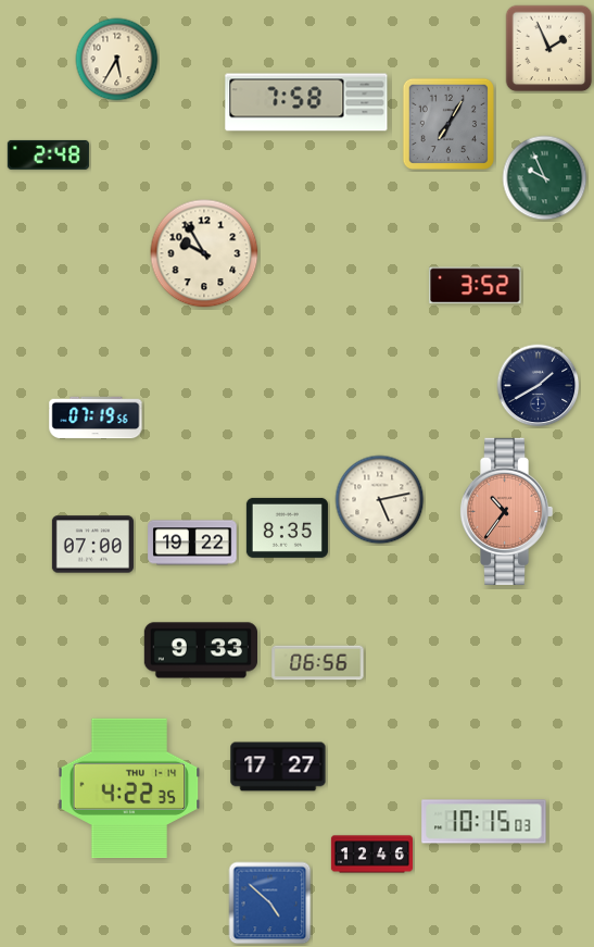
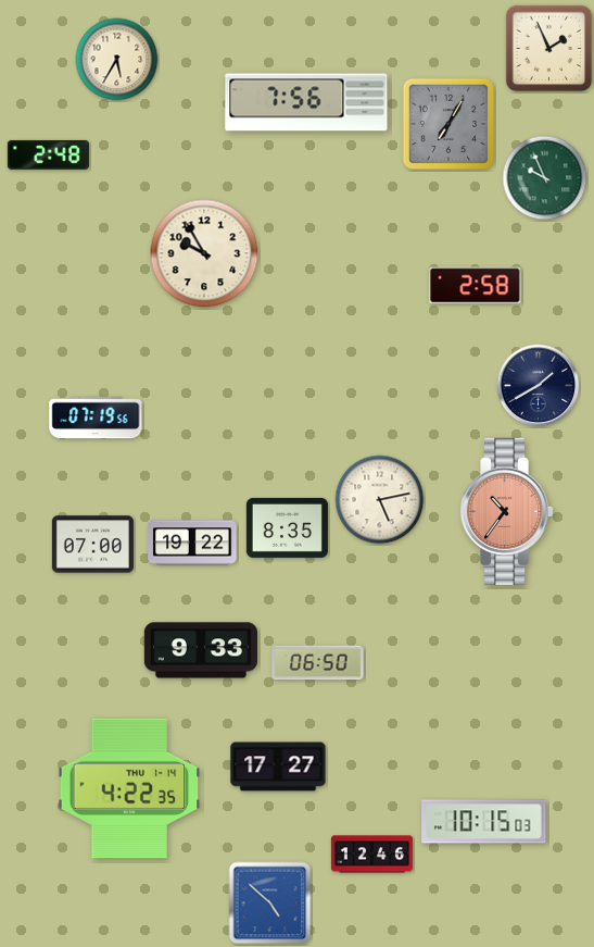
clock at (306, 102): 7:58 -> 7:56
clock at (476, 286): 3:52 -> 2:58
clock at (318, 663): 06:56 -> 06:50
